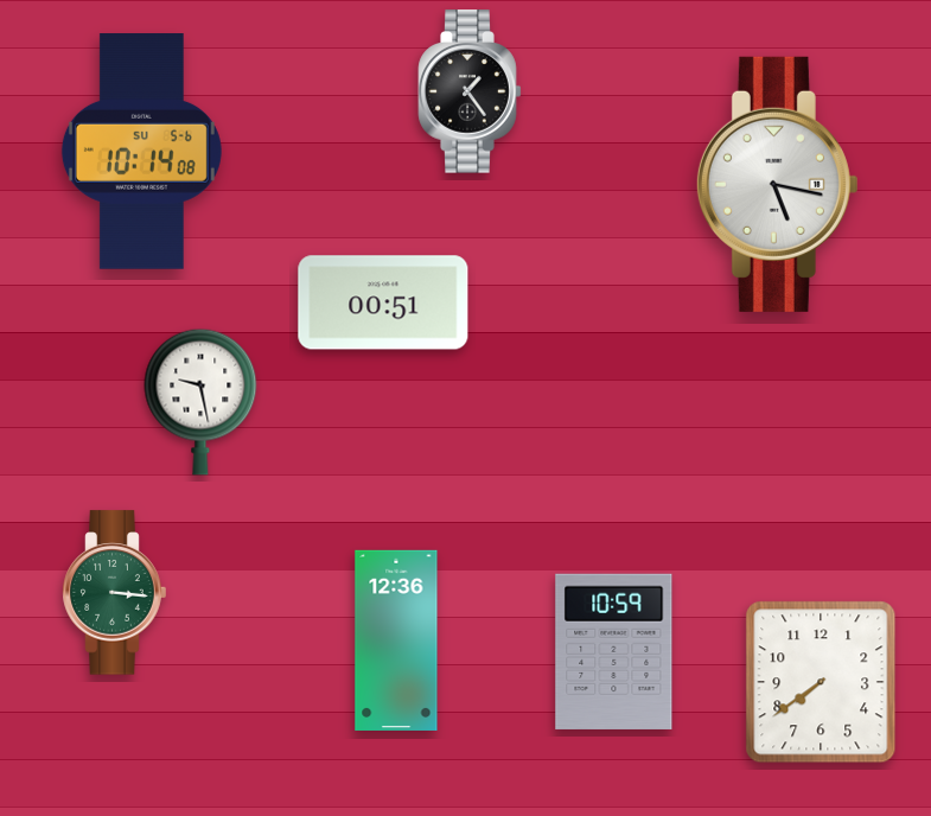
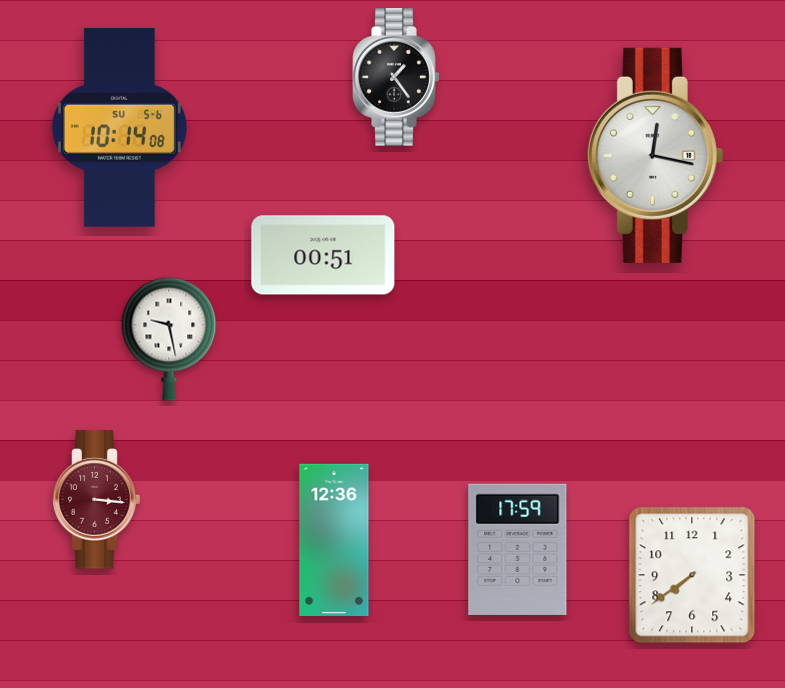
clock at (777, 184): 5:17 -> 12:17
clock at (115, 593) dial: green -> burgundy
clock at (614, 651): 10:59 -> 17:59
